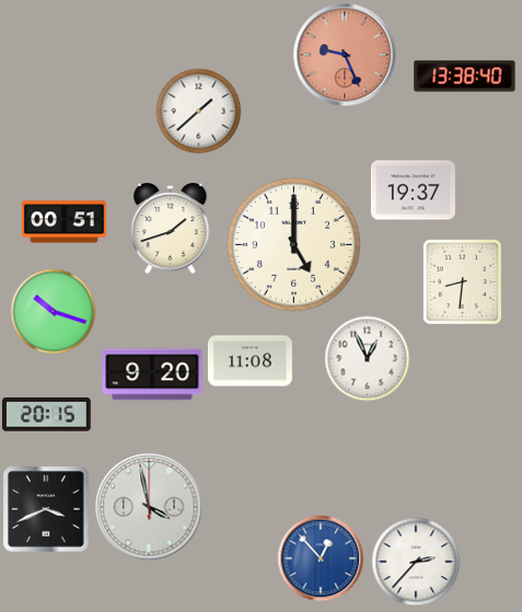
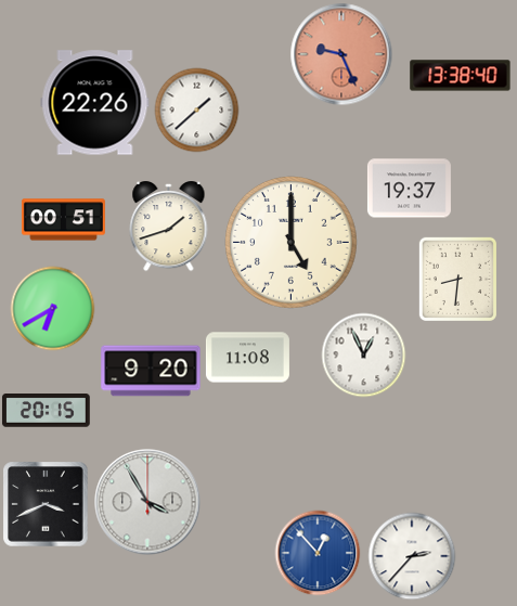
clock at (95, 103): none -> 22:26
clock at (53, 311): 10:18 -> 6:40
clock at (149, 507): 3:58 -> 3:55
